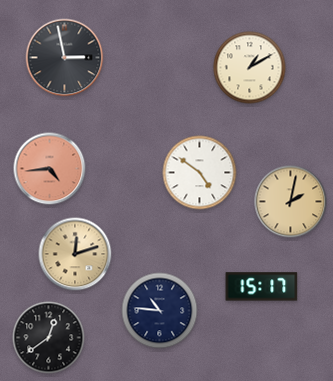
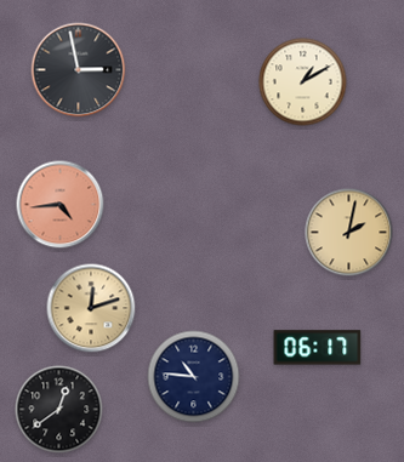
clock at (200, 173): 4:51 -> none
clock at (291, 202) position: (291, 202) -> (349, 233)
clock at (262, 287): 15:17 -> 06:17
